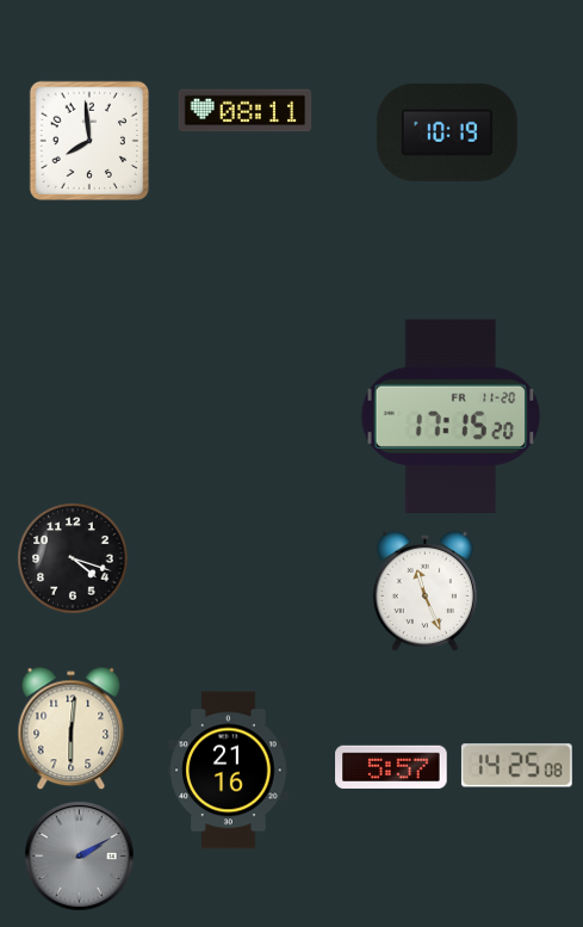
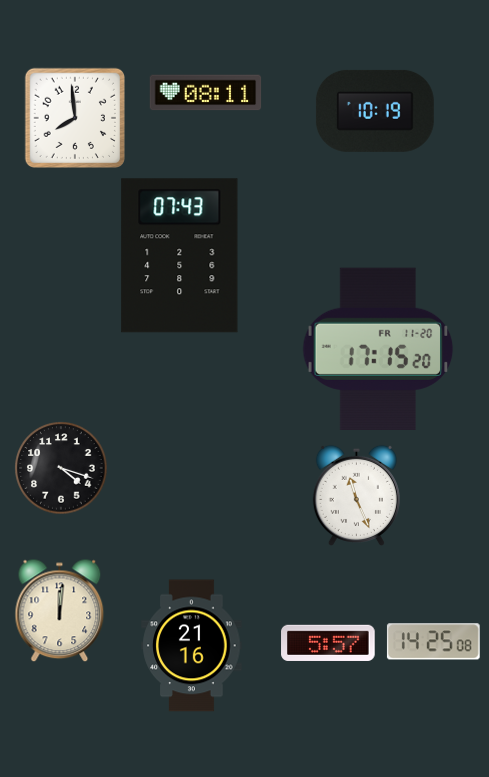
clock at (180, 256): none -> 07:43
clock at (72, 729): 6:01 -> 12:01
clock at (80, 857): 2:10 -> none
